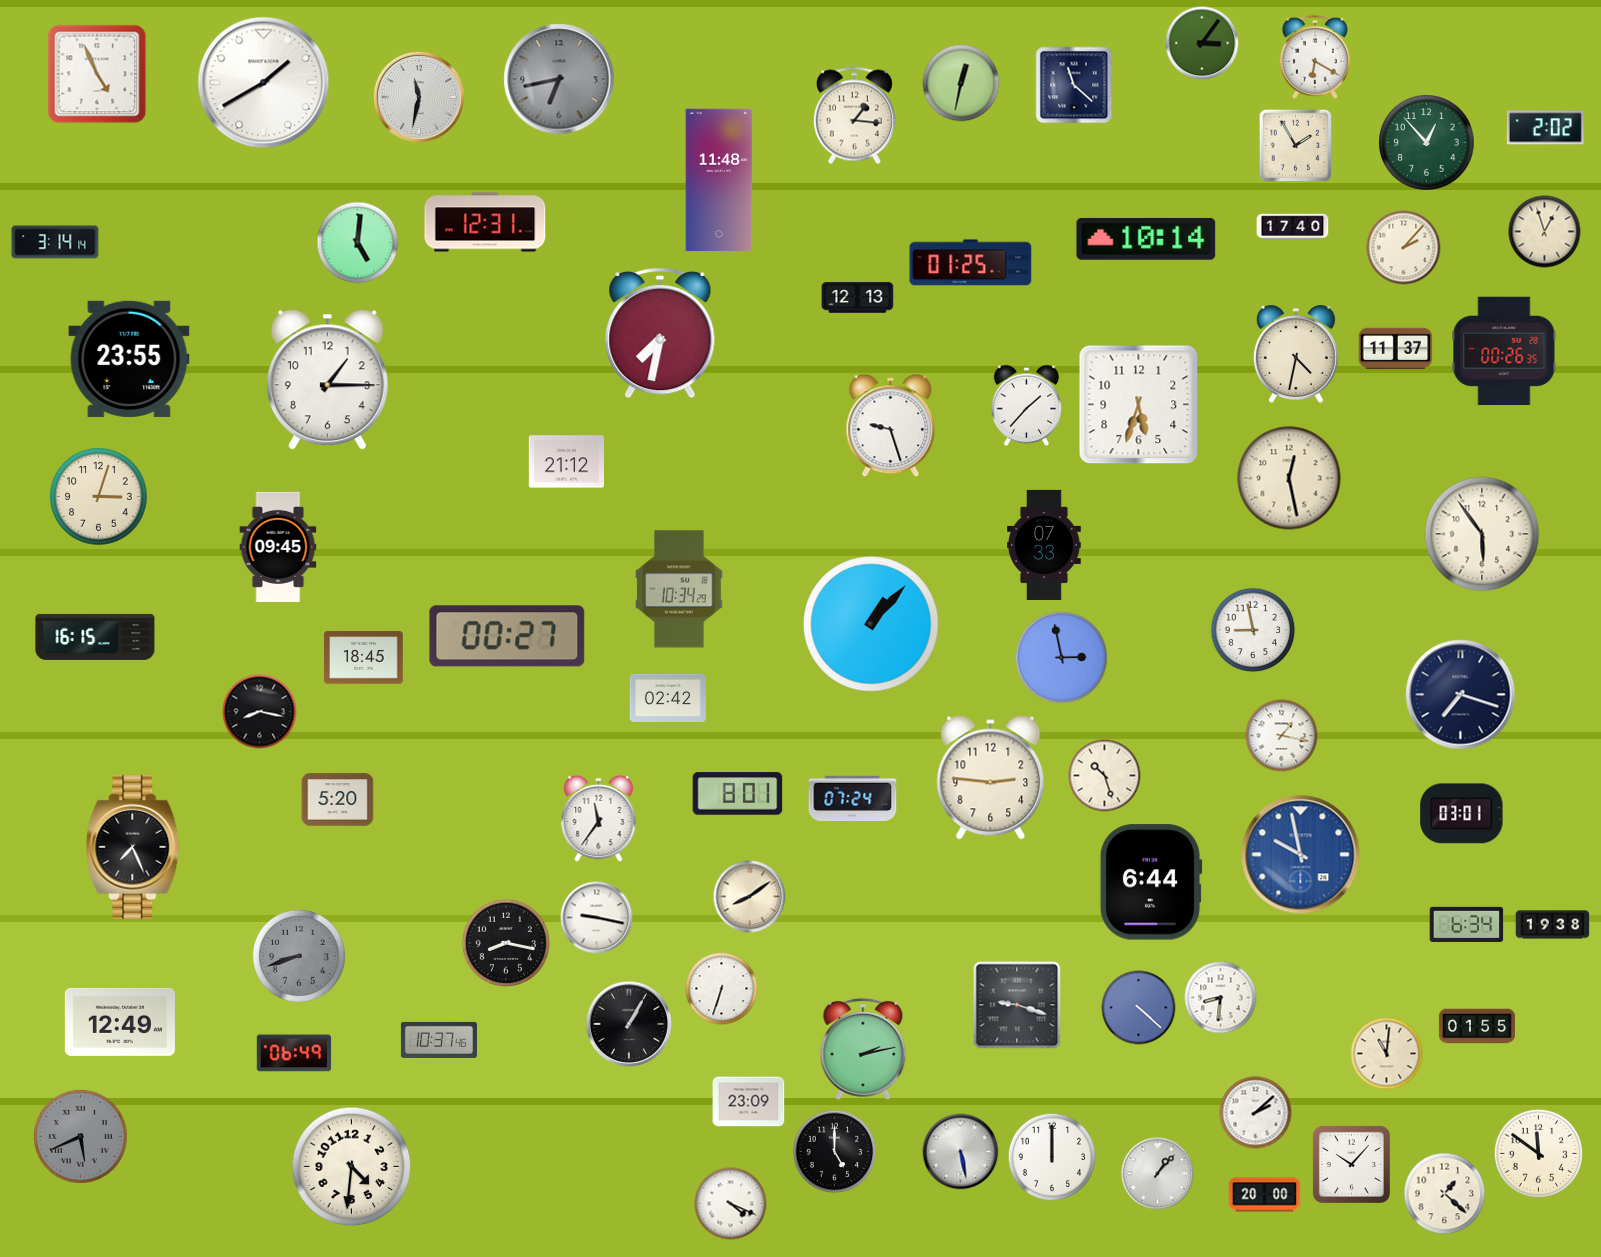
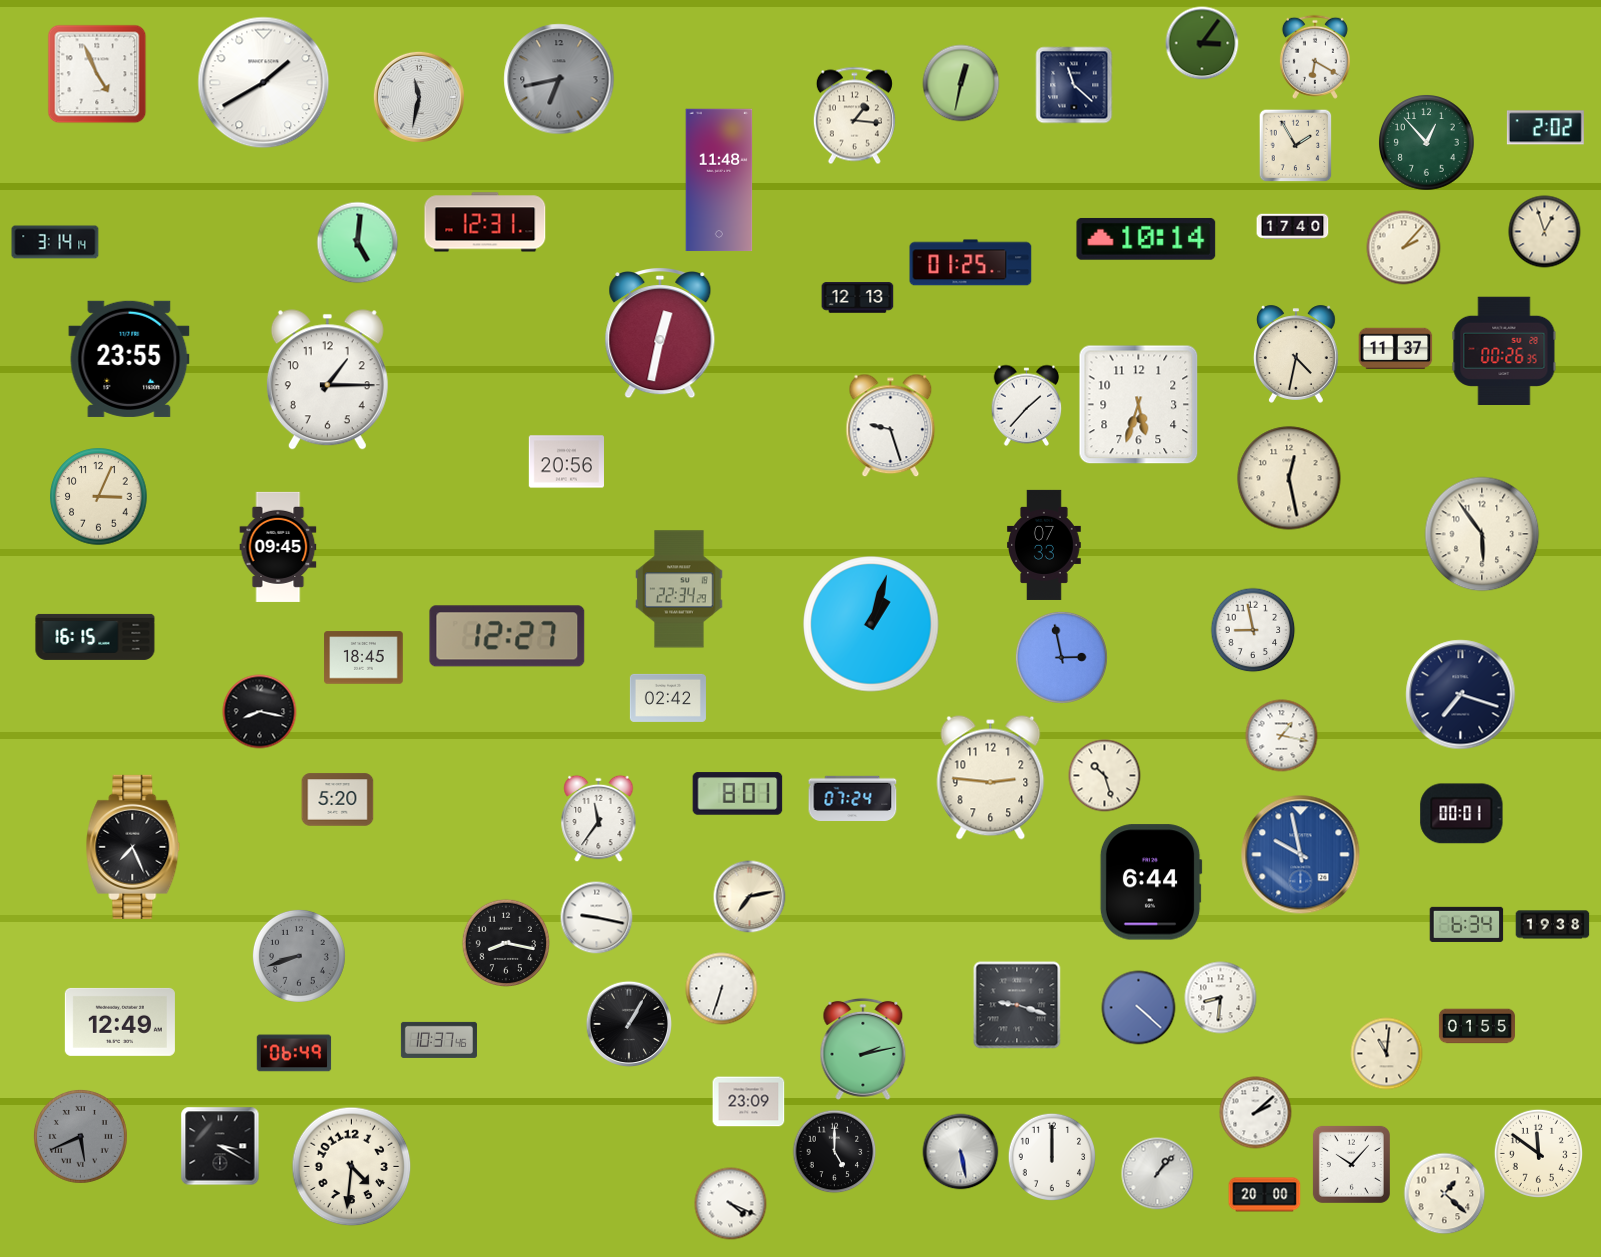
clock at (660, 334): 7:32 -> 12:32
clock at (566, 462): 21:12 -> 20:56
clock at (99, 497): 3:03 -> 3:04
clock at (679, 589): 10:34 -> 22:34
clock at (871, 624): 1:07 -> 1:03
clock at (507, 636): 00:27 -> 12:27
clock at (1462, 814): 03:01 -> 00:01
clock at (750, 897): 8:09 -> 7:13
clock at (220, 1146): none -> 3:20
